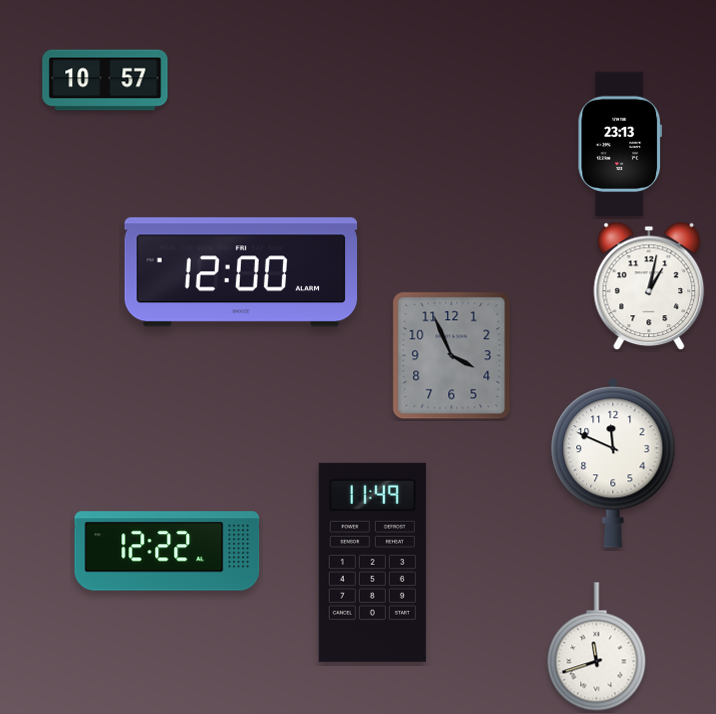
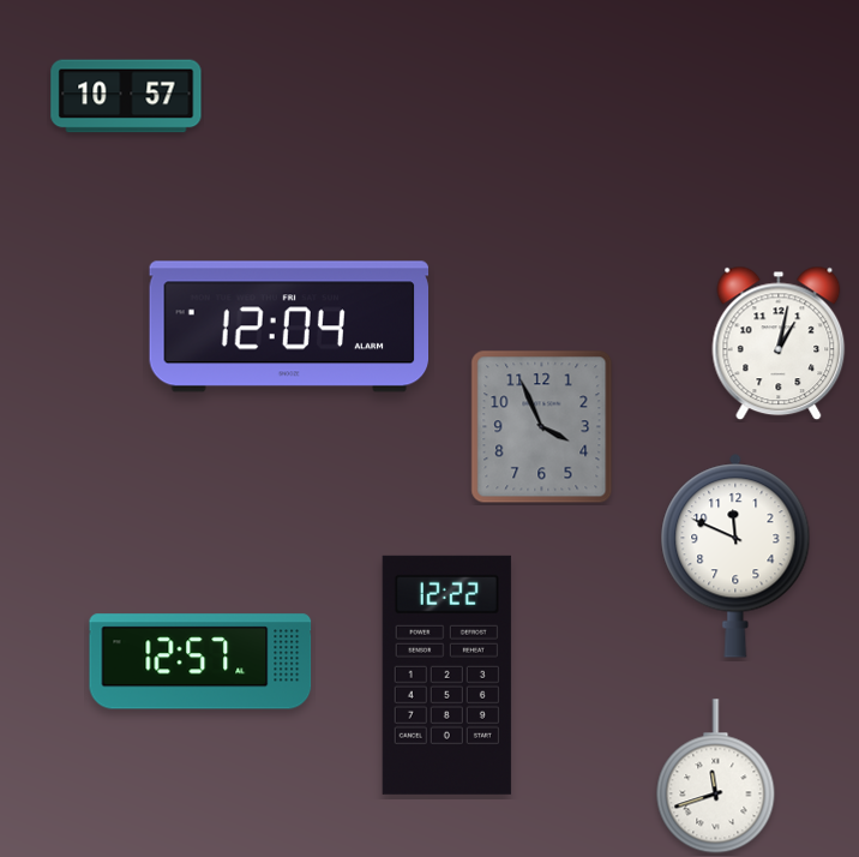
clock at (620, 144): 23:13 -> none
clock at (241, 272): 12:00 -> 12:04
clock at (167, 551): 12:22 -> 12:57
clock at (372, 562): 11:49 -> 12:22
